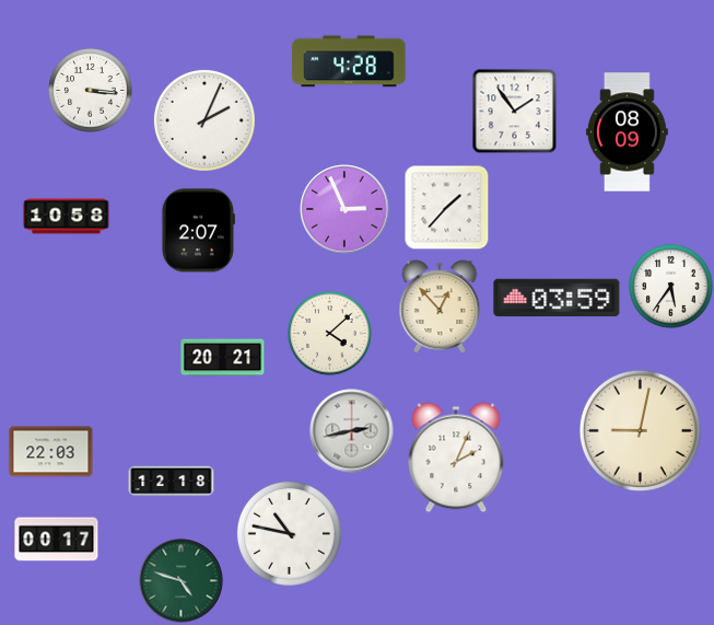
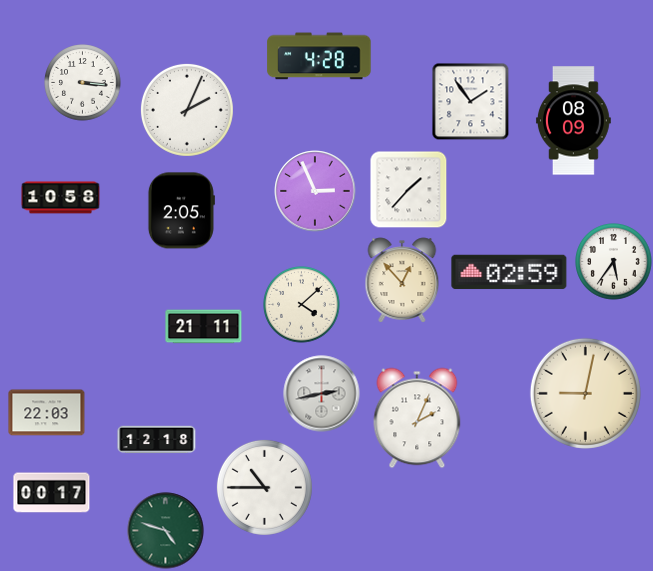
clock at (198, 231): 2:07 -> 2:05
clock at (557, 298): 03:59 -> 02:59
clock at (223, 358): 20:21 -> 21:11
clock at (289, 533): 10:47 -> 10:45
